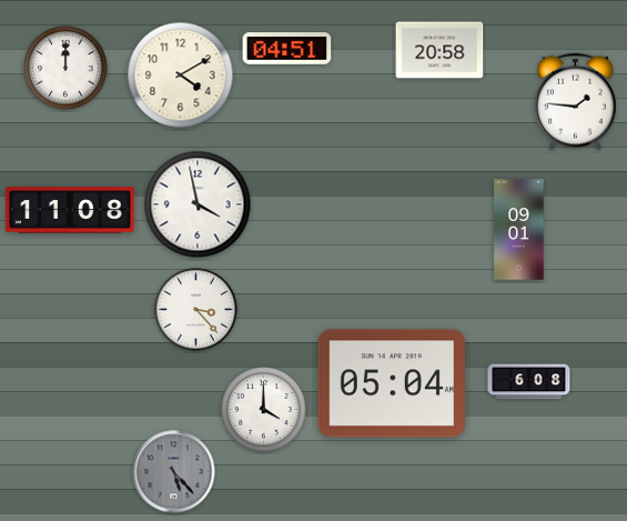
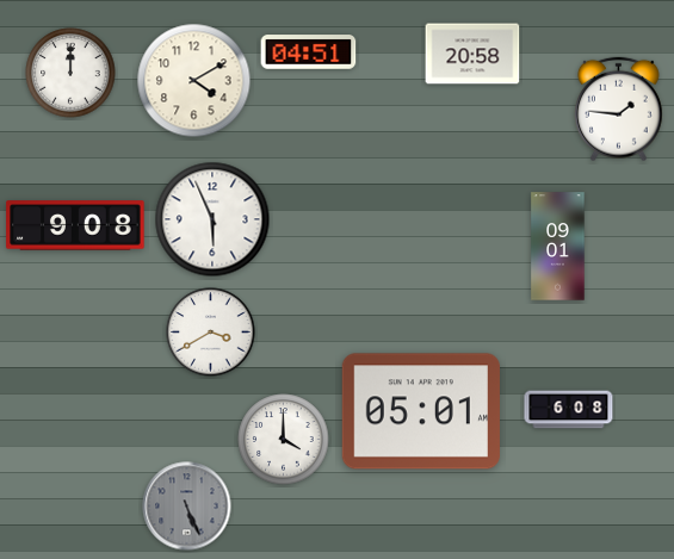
clock at (198, 204): 3:58 -> 5:56
clock at (70, 210): 11:08 -> 9:08
clock at (196, 310): 3:23 -> 3:40
clock at (392, 383): 05:04 -> 05:01
clock at (174, 472): 5:23 -> 5:26
